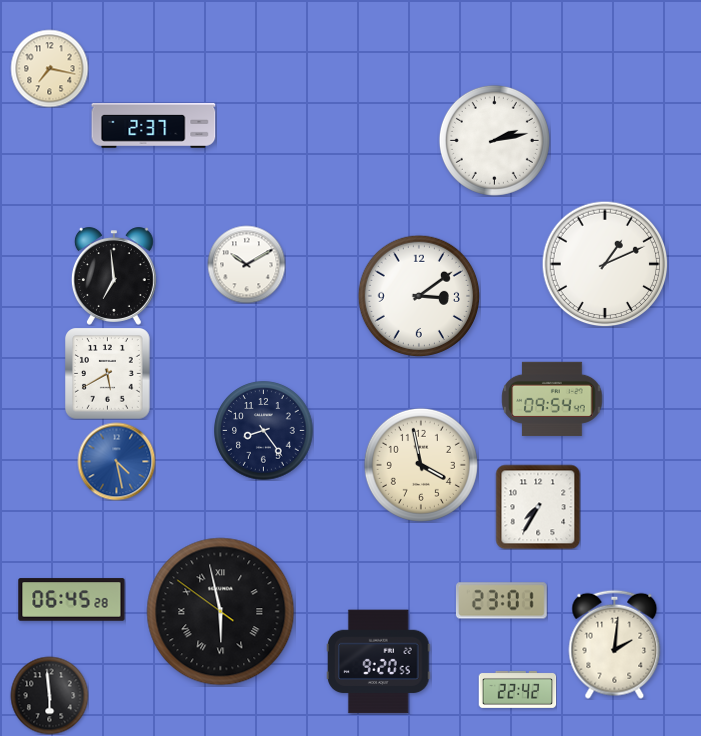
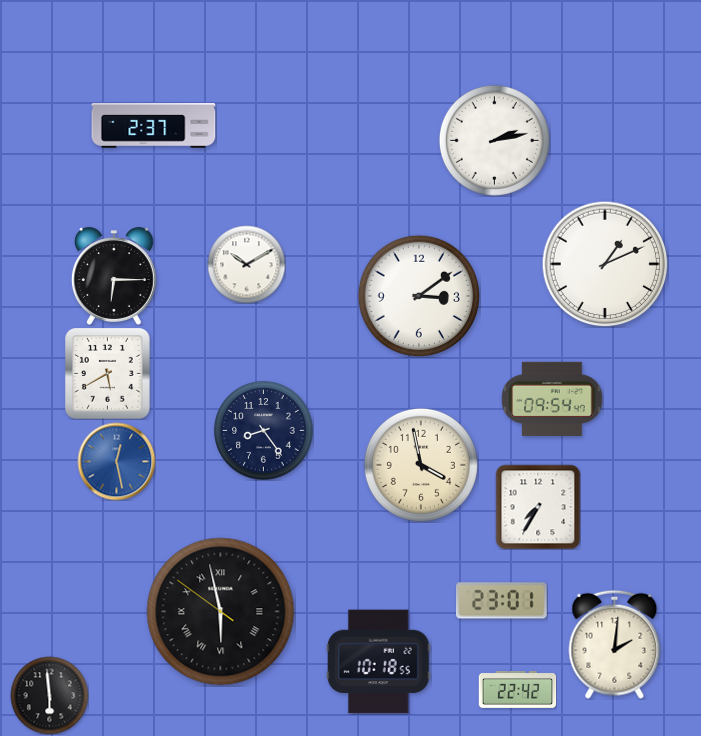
clock at (49, 68): 7:17 -> none
clock at (114, 276): 6:59 -> 6:15
clock at (116, 461): 4:28 -> 12:28
clock at (72, 600): 06:45 -> none
clock at (379, 662): 9:20 -> 10:18
